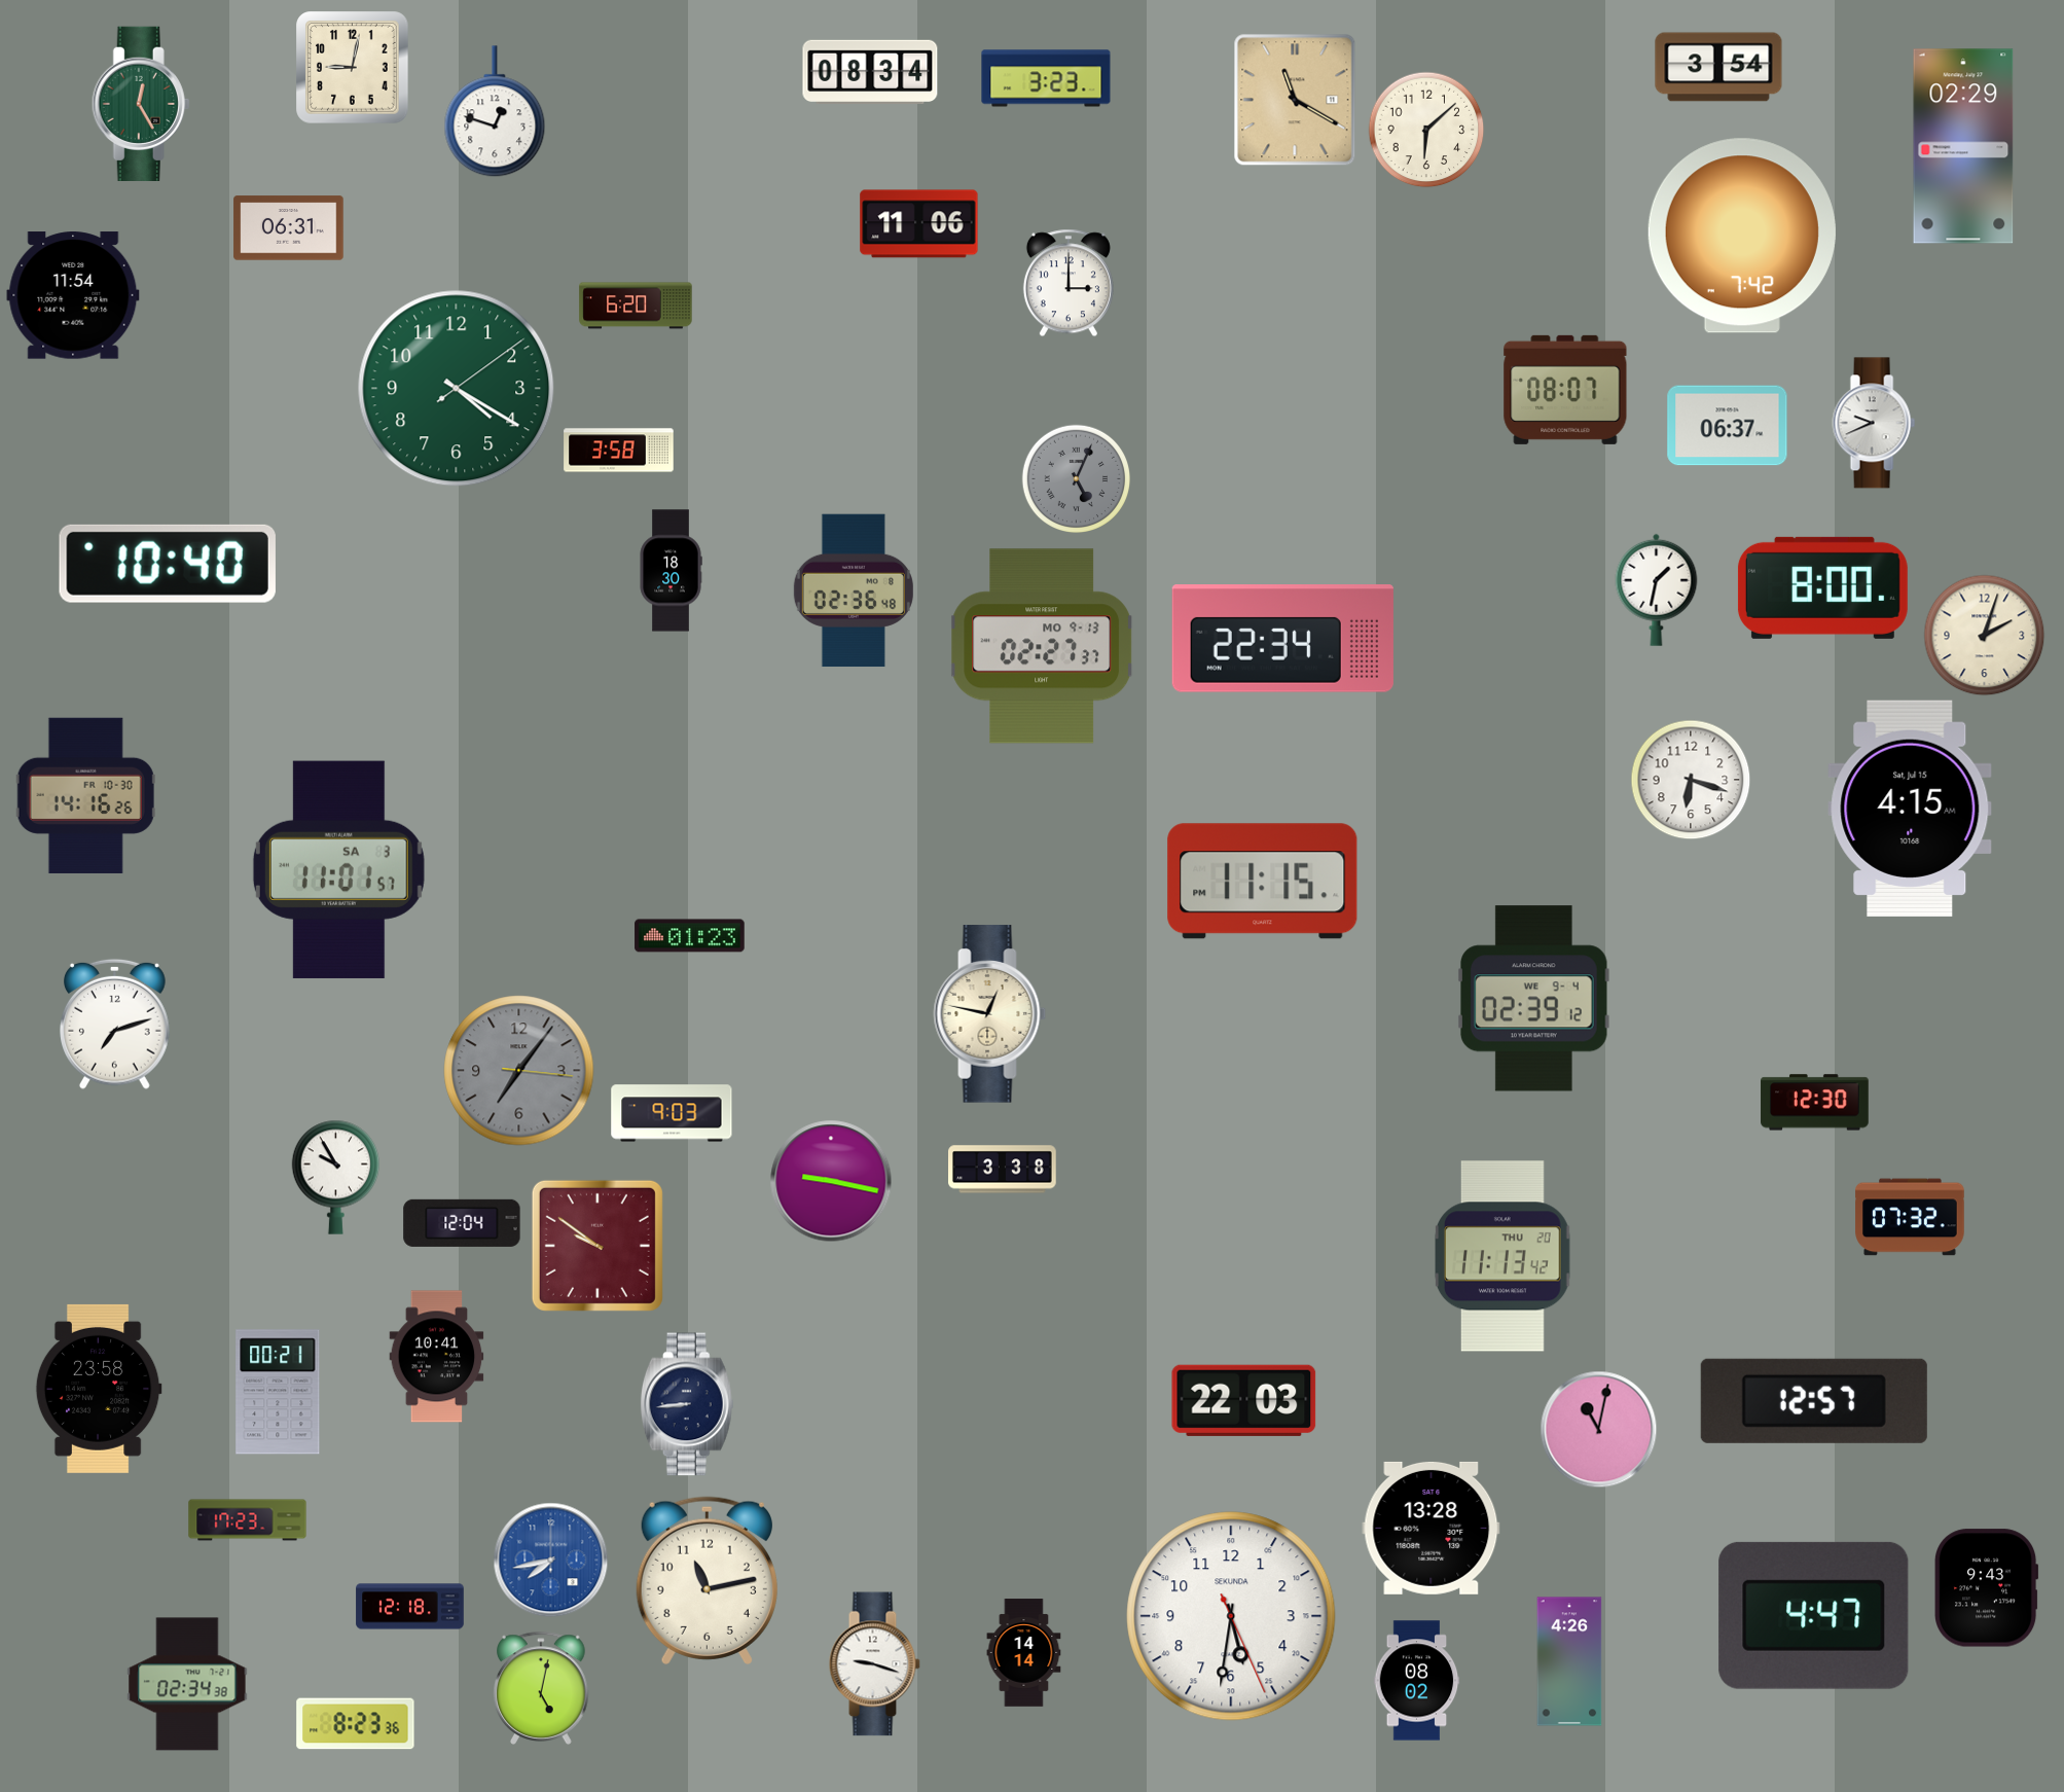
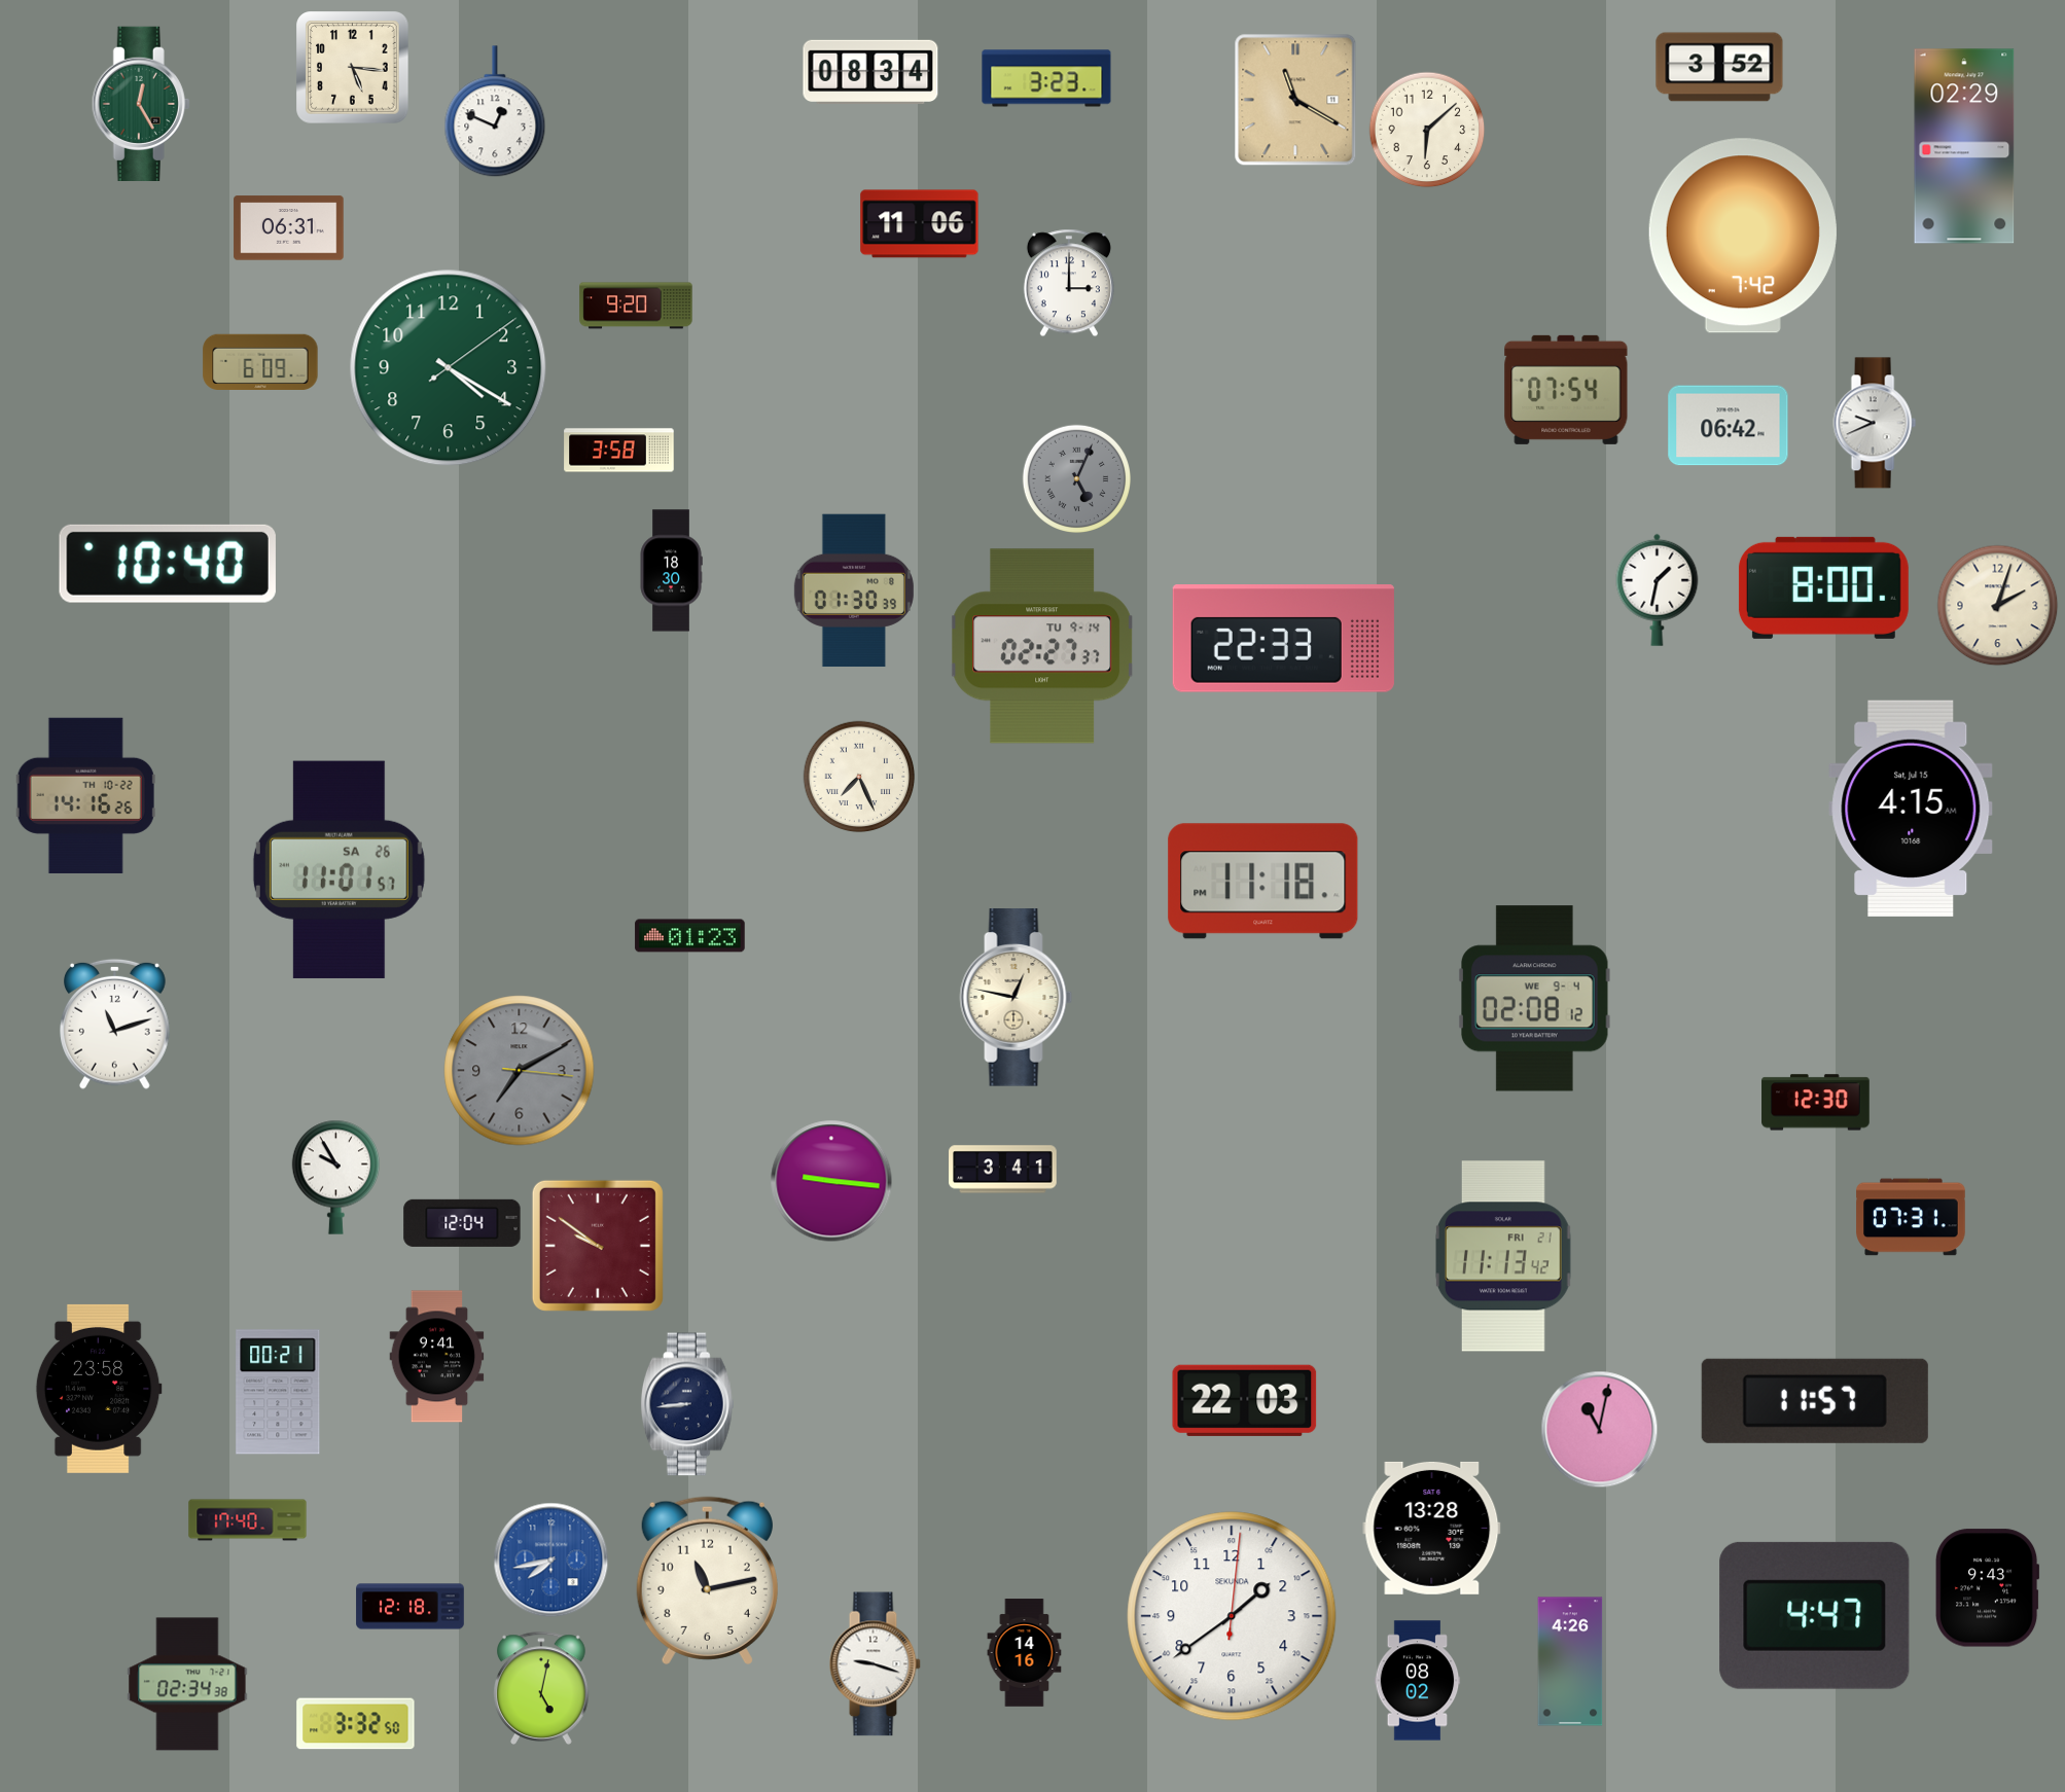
clock at (1718, 67): 3:54 -> 3:52
clock at (353, 68): 9:02 -> 5:16
clock at (495, 111): 12:48 -> 12:49
clock at (73, 295): 11:54 -> none
clock at (636, 306): 6:20 -> 9:20
clock at (260, 361): none -> 6:09
clock at (457, 389) position: (457, 389) -> (449, 368)
clock at (1565, 390): 08:07 -> 07:54
clock at (1728, 426): 06:37 -> 06:42
clock at (854, 590): 02:36 -> 01:30
clock at (1984, 635) position: (1984, 635) -> (1997, 605)
clock at (1282, 639): 22:34 -> 22:33
clock at (1042, 646) date: MO 9-13 -> TU 9-14
clock at (859, 777): none -> 7:26
clock at (1691, 780): 6:18 -> none
clock at (85, 795) date: FR 10-30 -> TH 10-22
clock at (338, 869) date: SA 3 -> SA 26
clock at (1263, 882): 11:15 -> 11:18
clock at (1534, 999): 02:39 -> 02:08
clock at (990, 1014) position: (990, 1014) -> (1017, 998)
clock at (115, 1024): 7:12 -> 11:12
clock at (519, 1071): 7:06 -> 7:10
clock at (672, 1113): 9:03 -> none
clock at (1003, 1170): 3:38 -> 3:41
clock at (831, 1181): 9:17 -> 9:16
clock at (1910, 1217): 07:32 -> 07:31
clock at (1504, 1256) date: THU 20 -> FRI 21
clock at (437, 1357): 10:41 -> 9:41
clock at (1814, 1401): 12:57 -> 11:57
clock at (248, 1520): 17:23 -> 17:40
clock at (1231, 1616): 5:31 -> 1:39
clock at (1024, 1653): 14:14 -> 14:16
clock at (356, 1724): 8:23 -> 3:32
